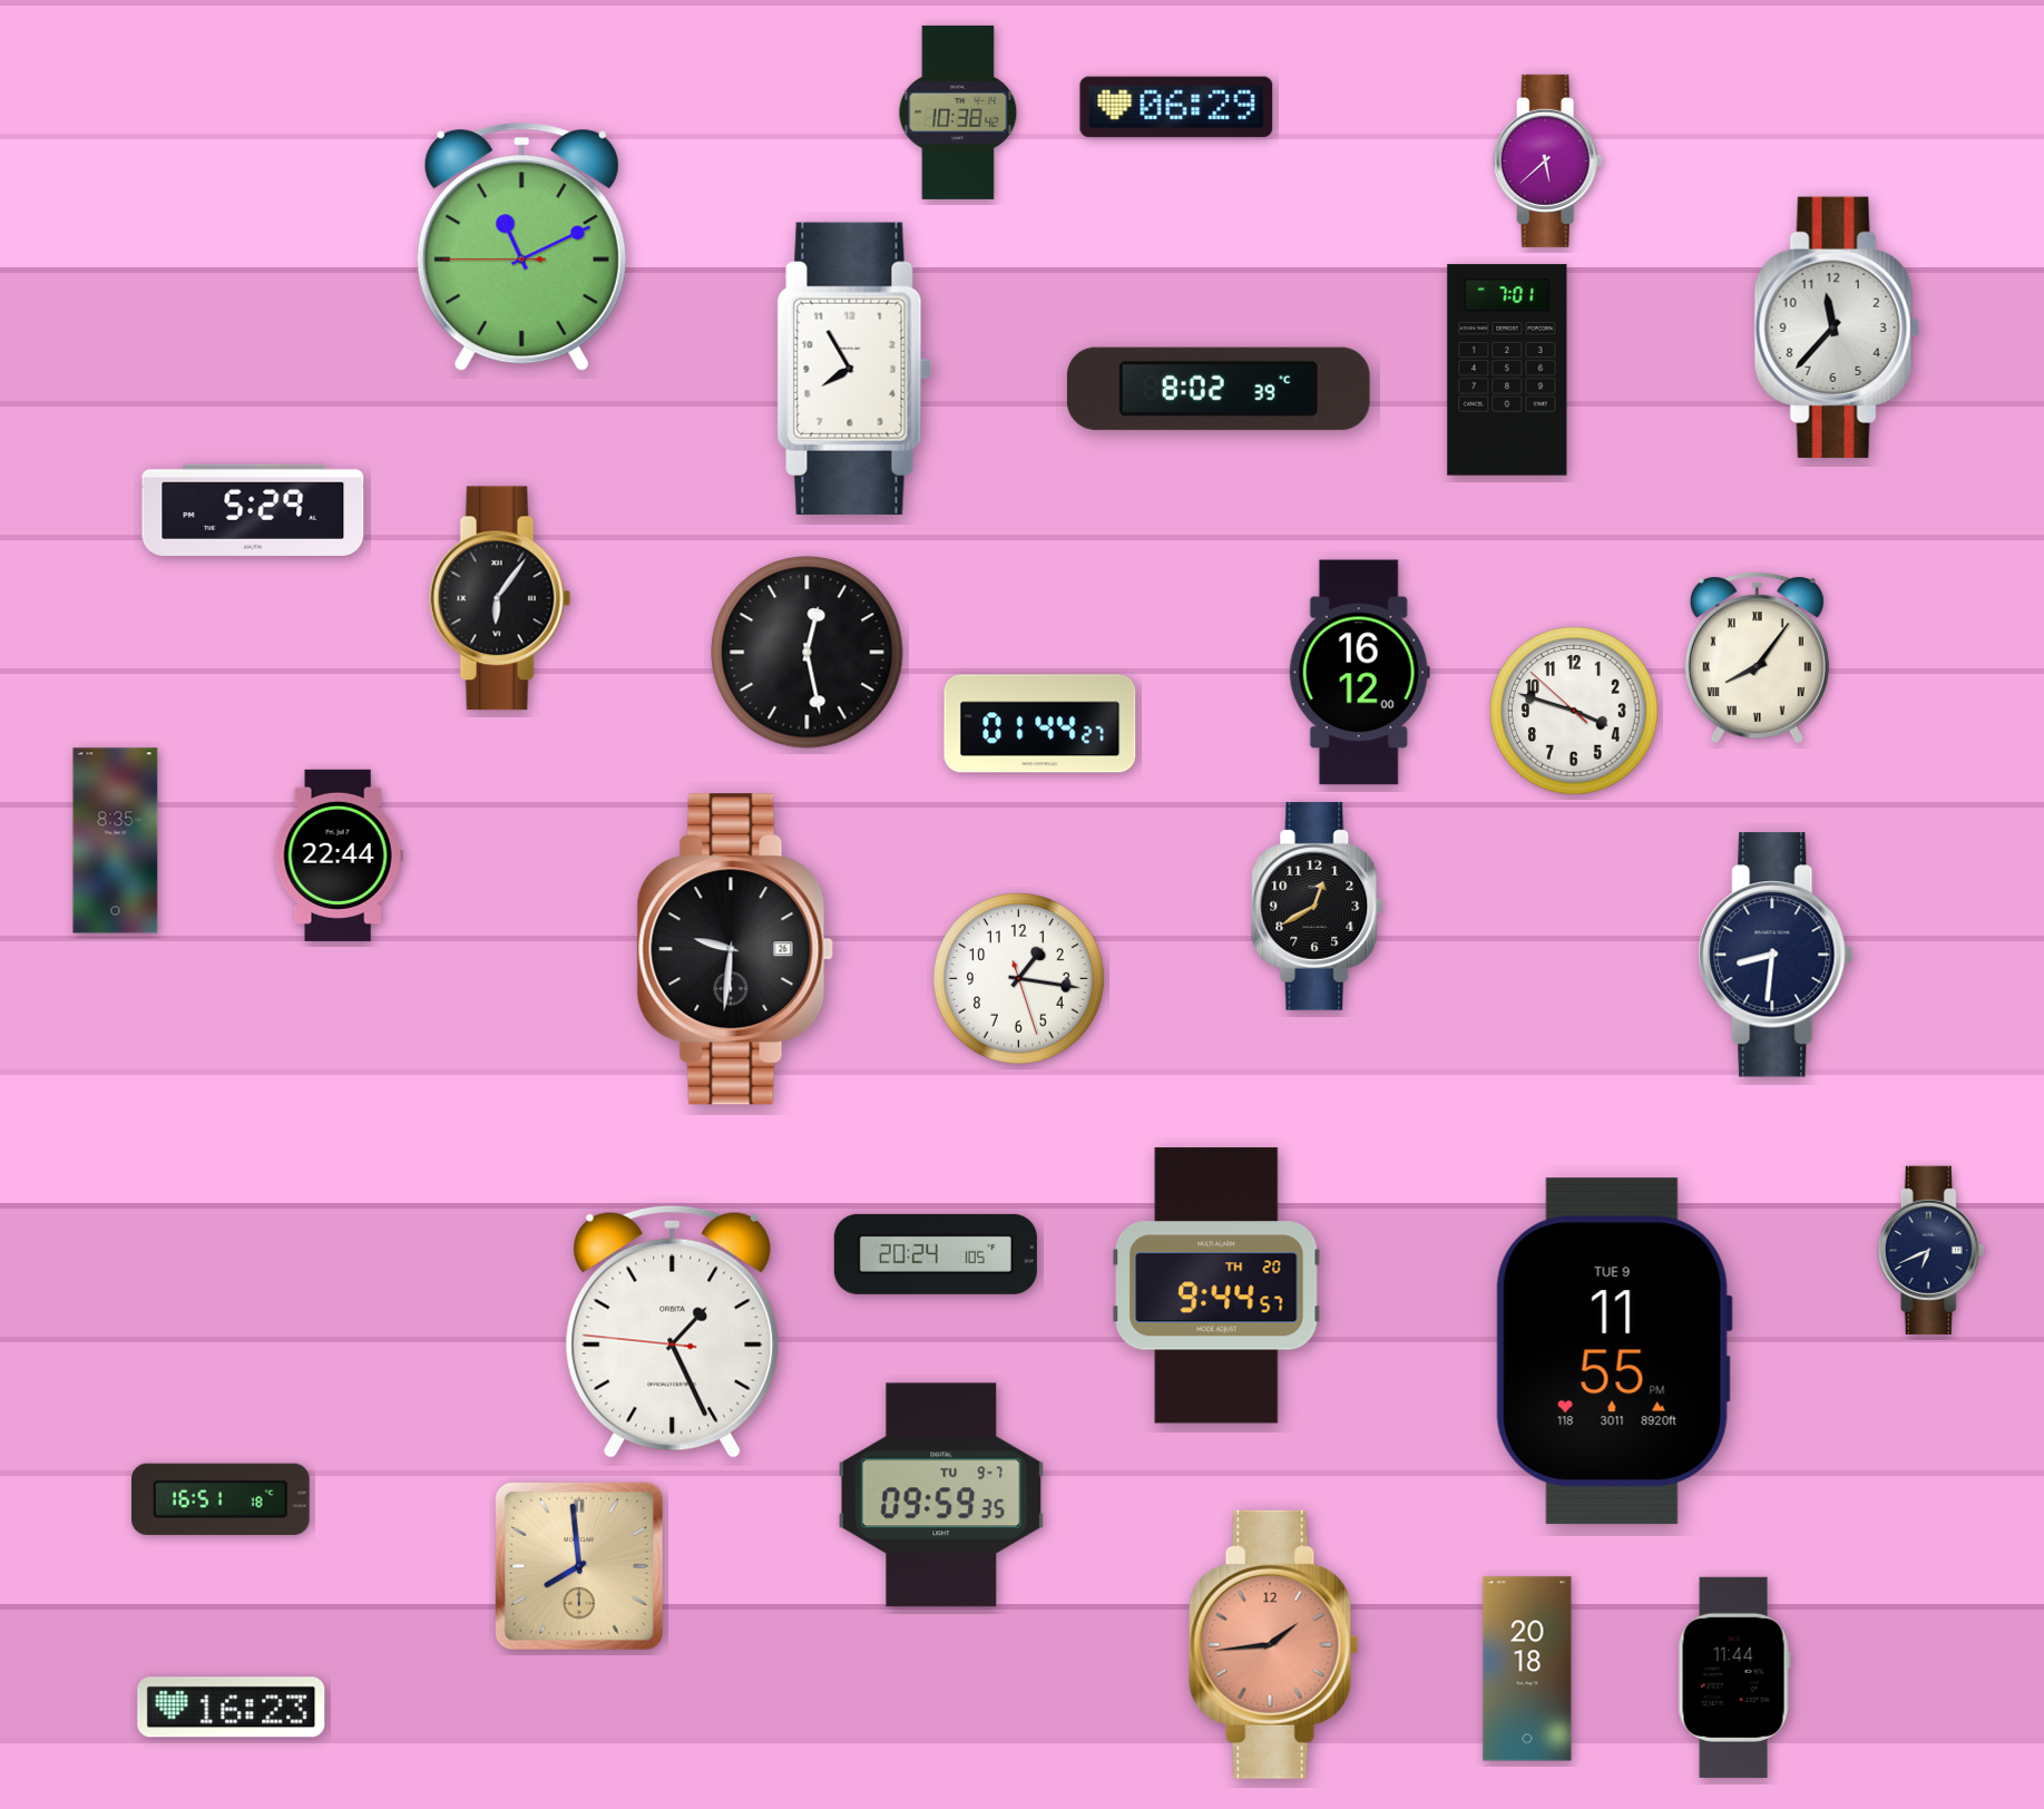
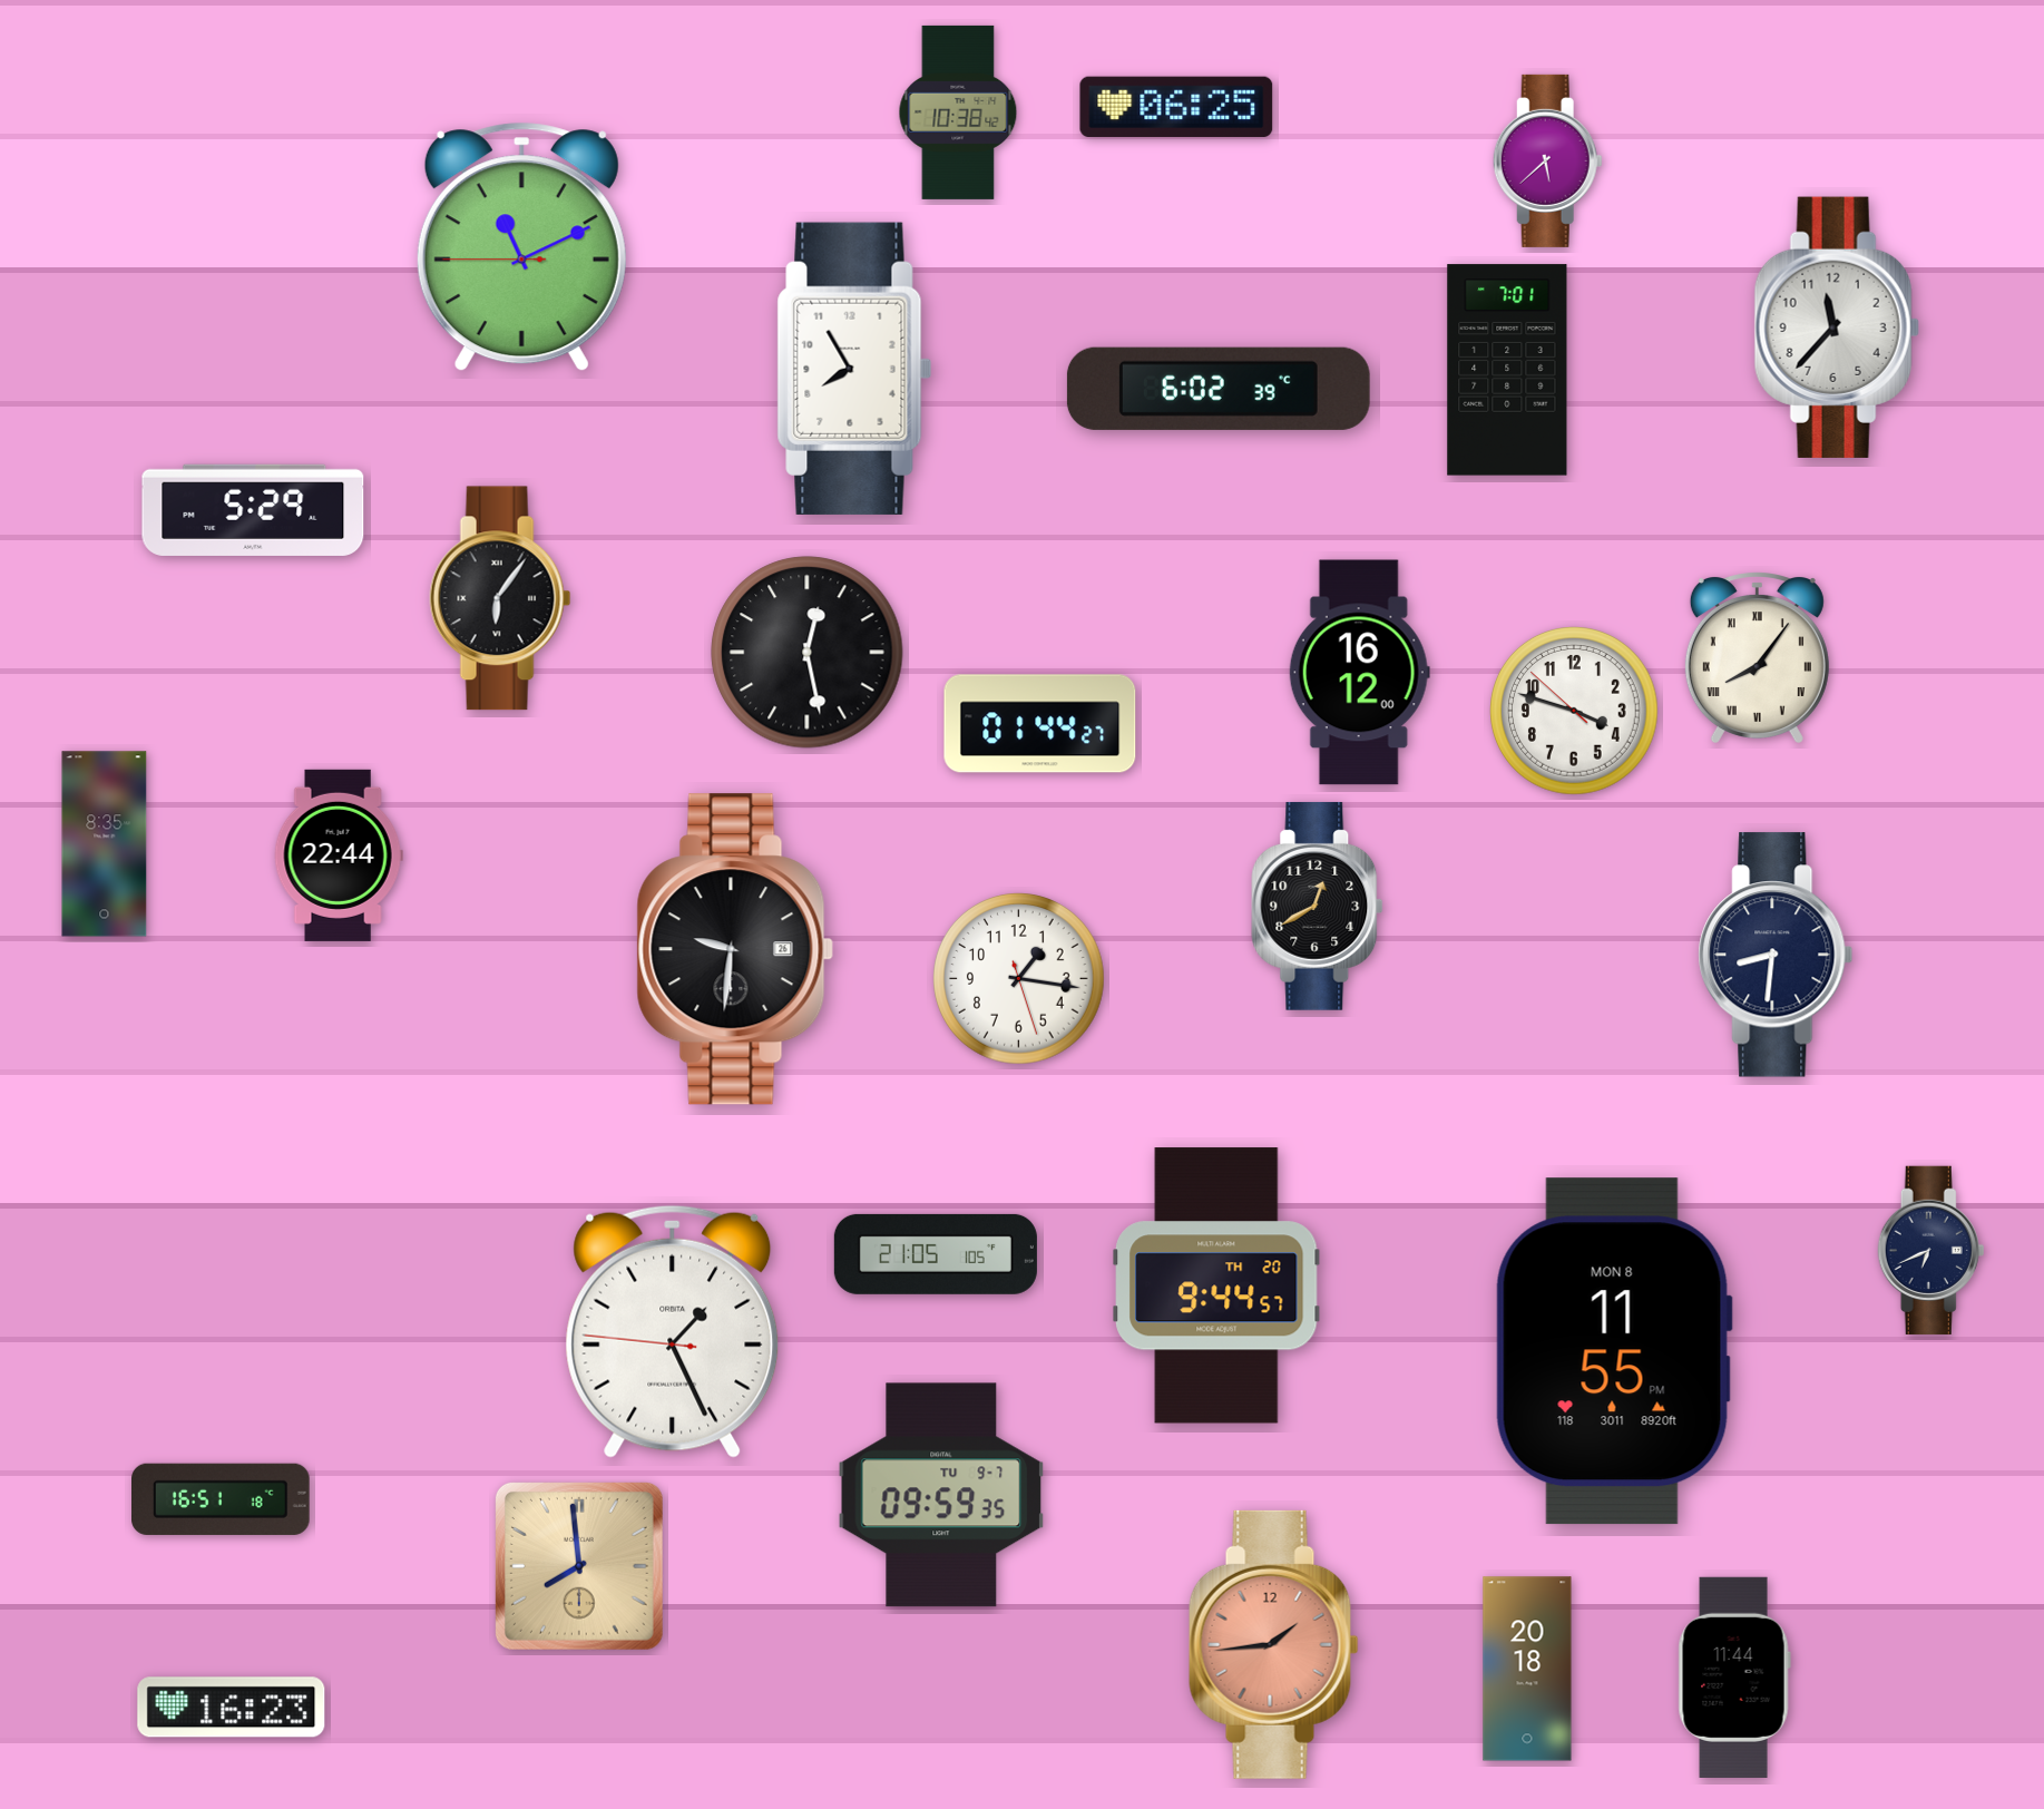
clock at (1176, 107): 06:29 -> 06:25
clock at (1219, 389): 8:02 -> 6:02
clock at (116, 841) position: (116, 841) -> (105, 844)
clock at (936, 1254): 20:24 -> 21:05
clock at (1614, 1351) date: TUE 9 -> MON 8
